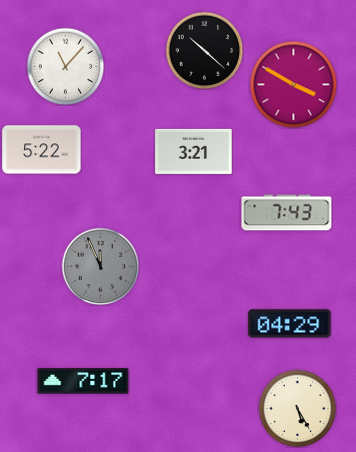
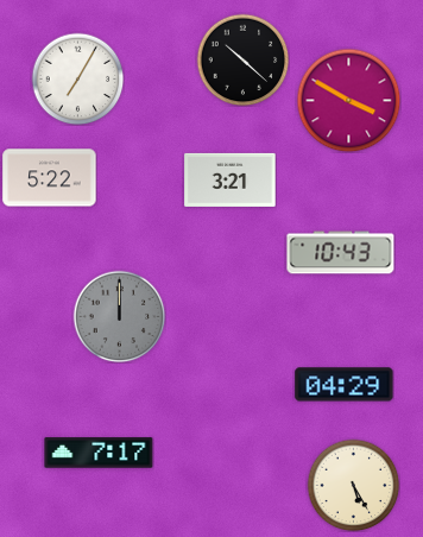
clock at (65, 66): 11:07 -> 7:05
clock at (287, 213): 7:43 -> 10:43
clock at (100, 266): 11:56 -> 12:00
